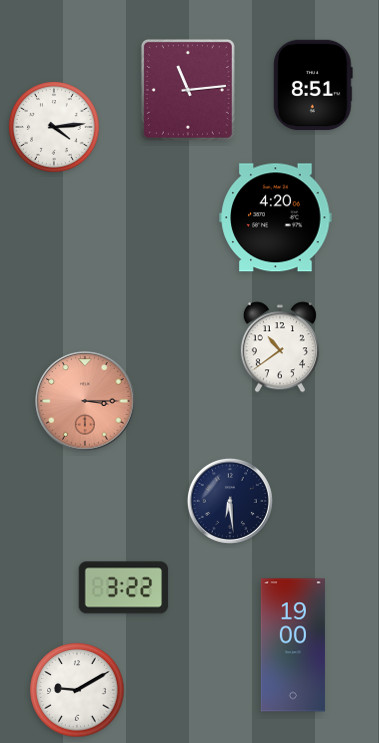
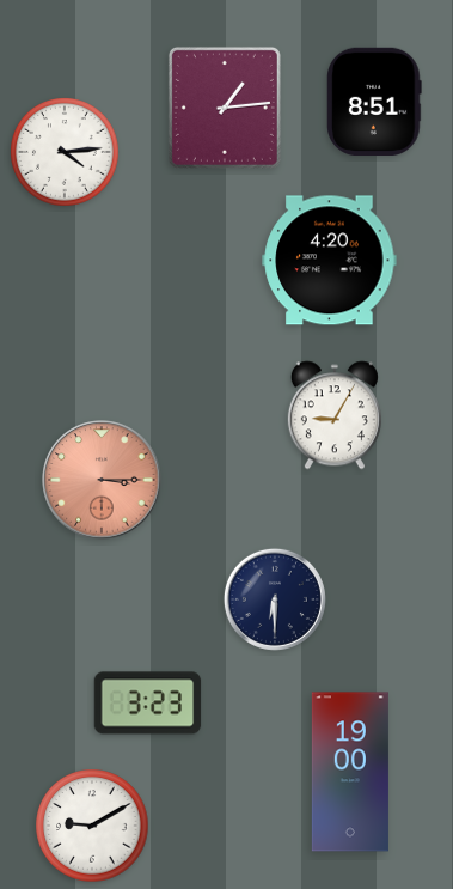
clock at (188, 90): 11:14 -> 1:14
clock at (280, 347): 10:39 -> 9:05
clock at (230, 501): 6:29 -> 6:30
clock at (124, 588): 3:22 -> 3:23
